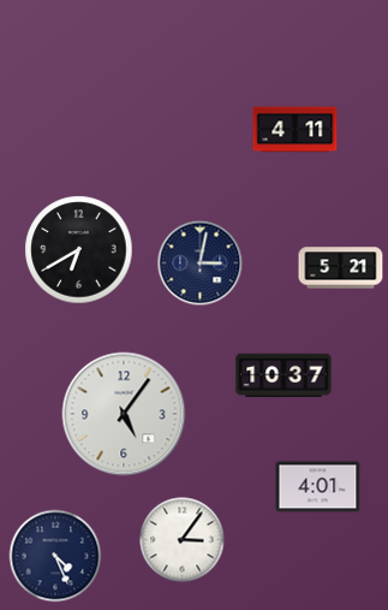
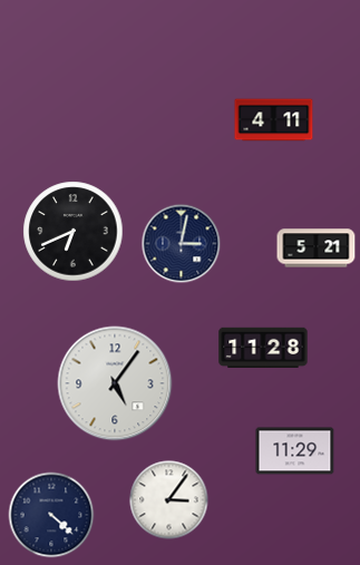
clock at (79, 250): 6:40 -> 6:41
clock at (201, 263) position: (201, 263) -> (182, 244)
clock at (283, 375): 10:37 -> 11:28
clock at (318, 487): 4:01 -> 11:29
clock at (55, 556): 4:26 -> 4:22
